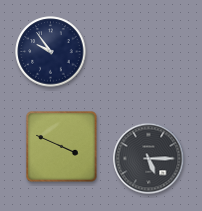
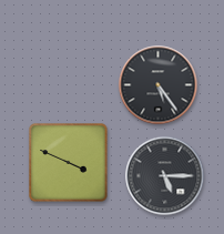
clock at (51, 52): 9:54 -> none
clock at (159, 85): none -> 5:24
